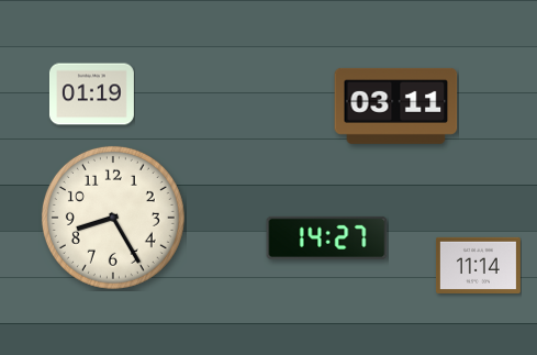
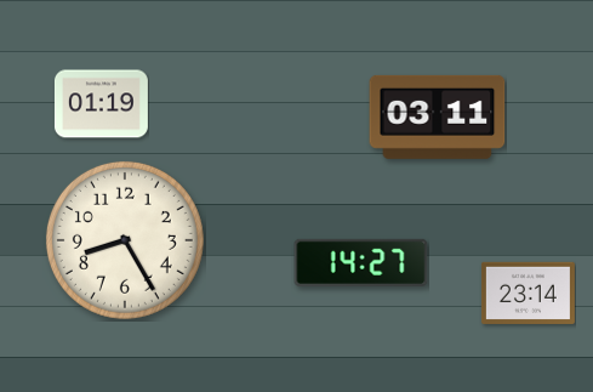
clock at (478, 265): 11:14 -> 23:14
